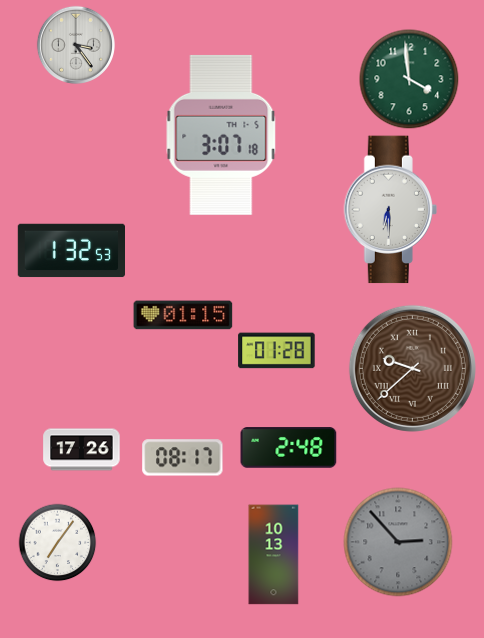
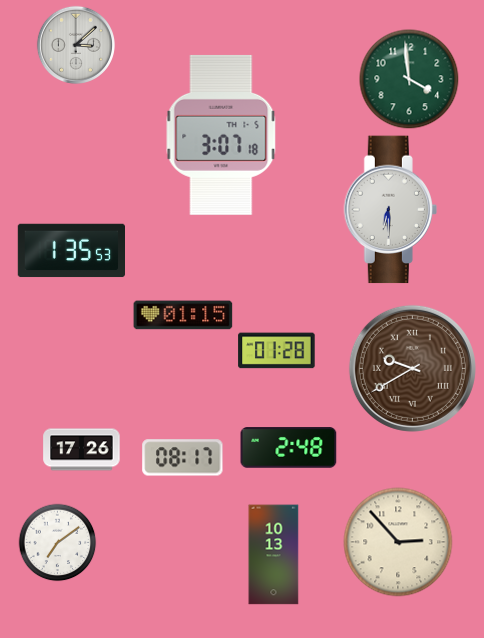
clock at (76, 45): 3:24 -> 3:08
clock at (71, 251): 1:32 -> 1:35
clock at (412, 368): 9:38 -> 9:40
clock at (57, 542): 7:06 -> 7:09
clock at (398, 542) dial: grey -> cream
